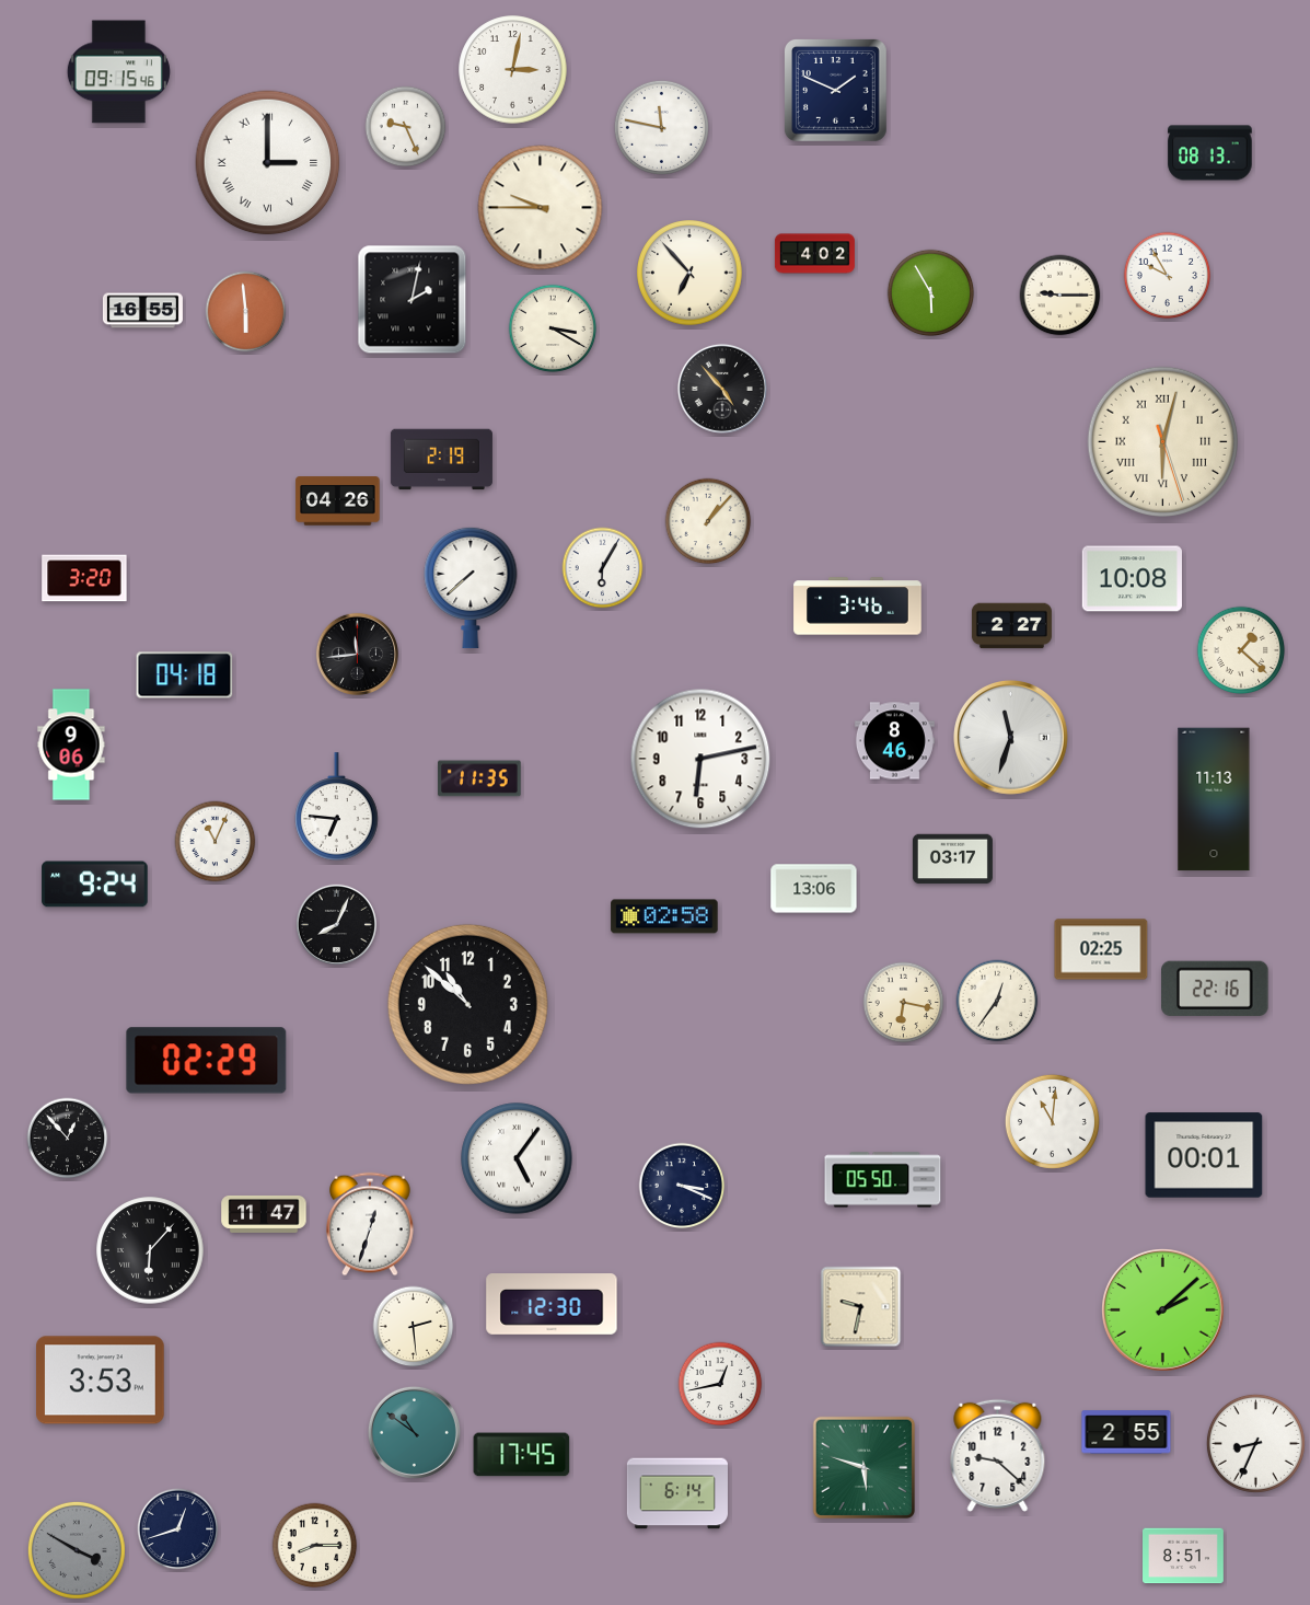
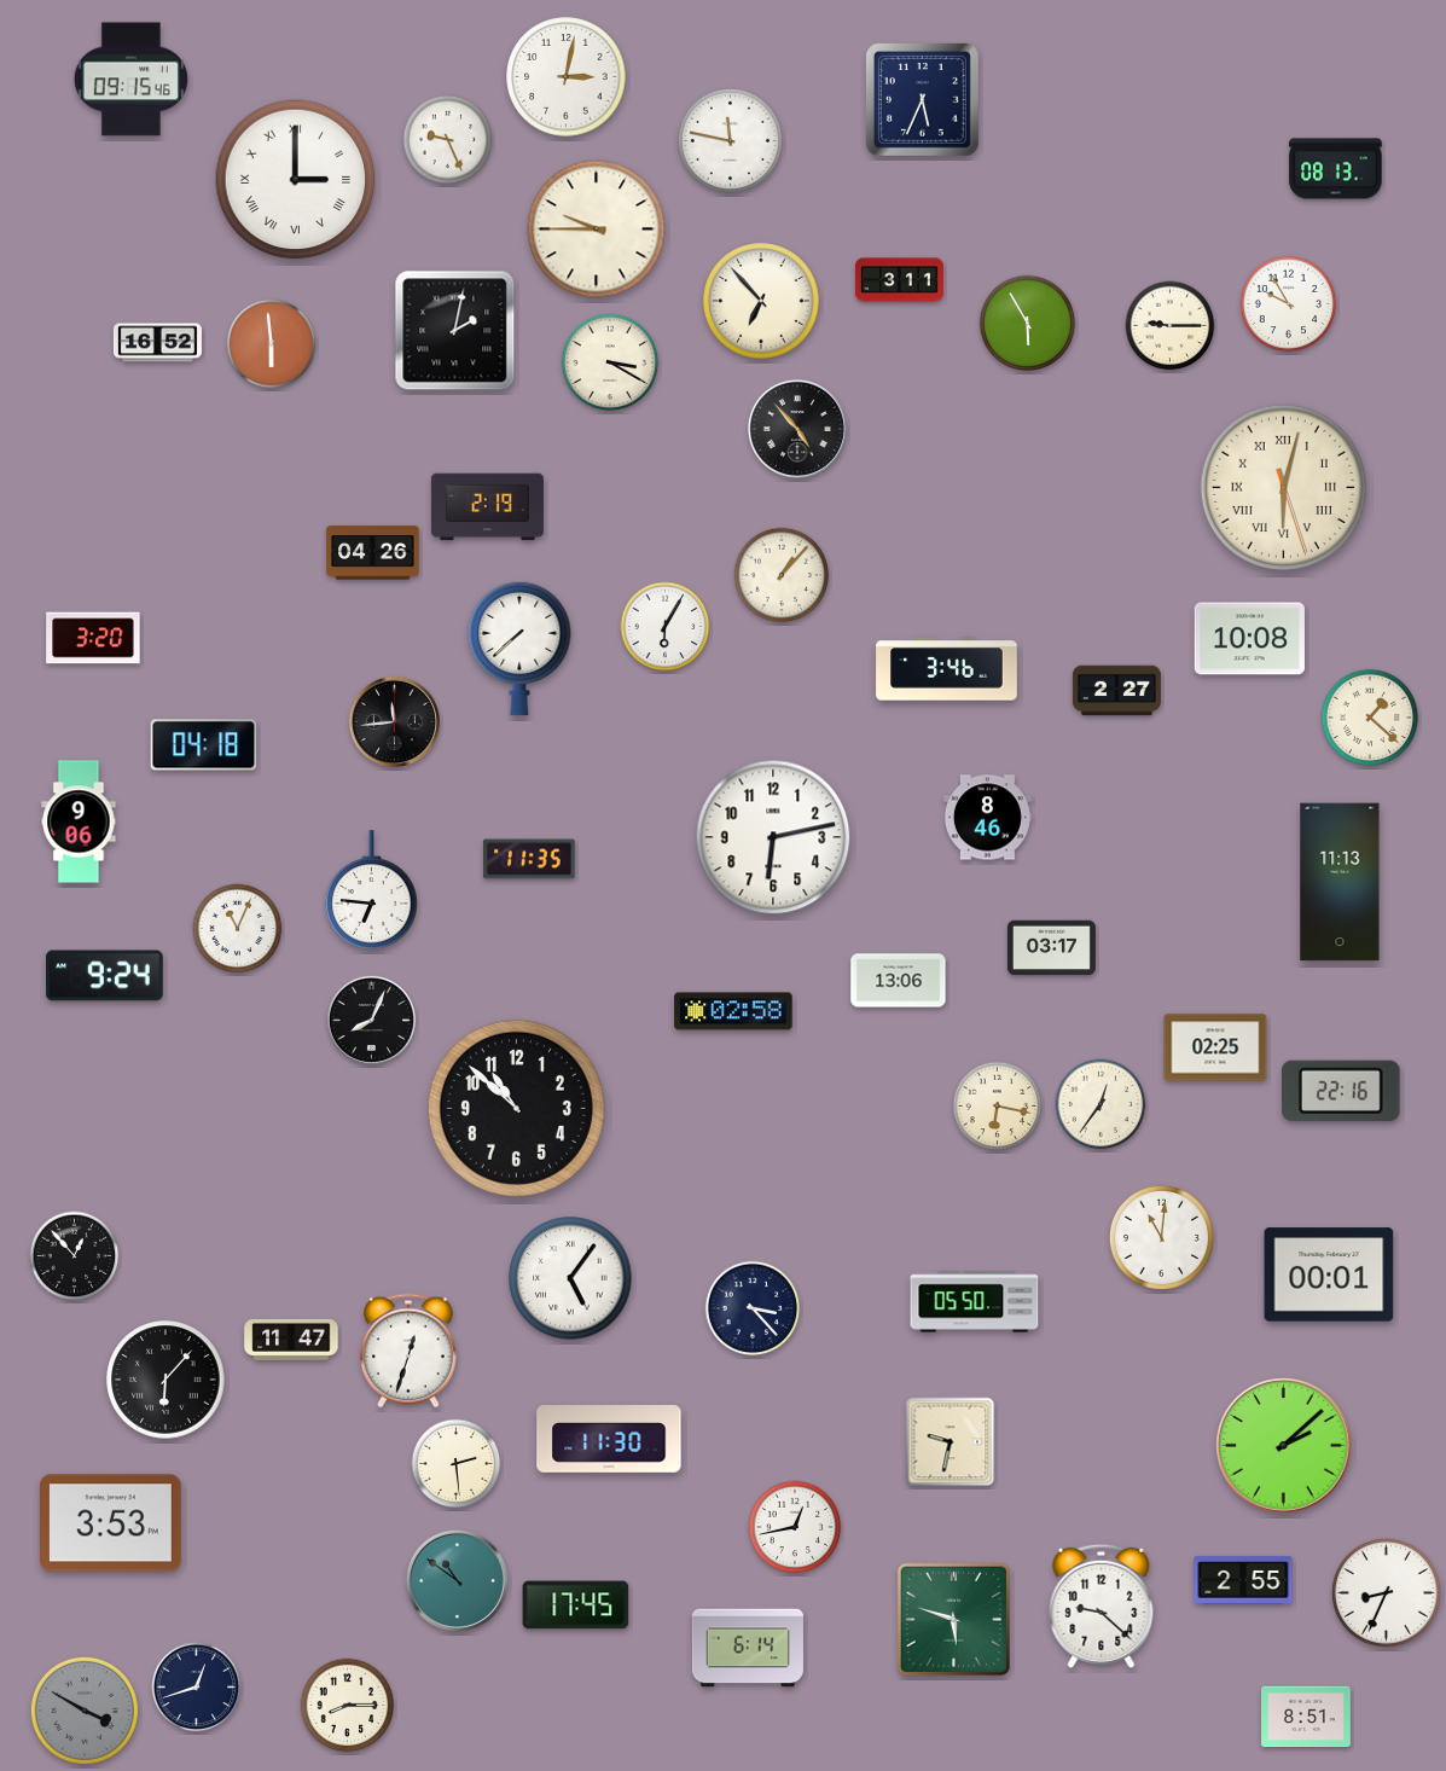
clock at (835, 90): 1:49 -> 5:34
clock at (814, 254): 4:02 -> 3:11
clock at (142, 311): 16:55 -> 16:52
clock at (1011, 738): 11:33 -> none
clock at (207, 1061): 02:29 -> none
clock at (682, 1186): 3:19 -> 3:23
clock at (552, 1304): 12:30 -> 11:30
